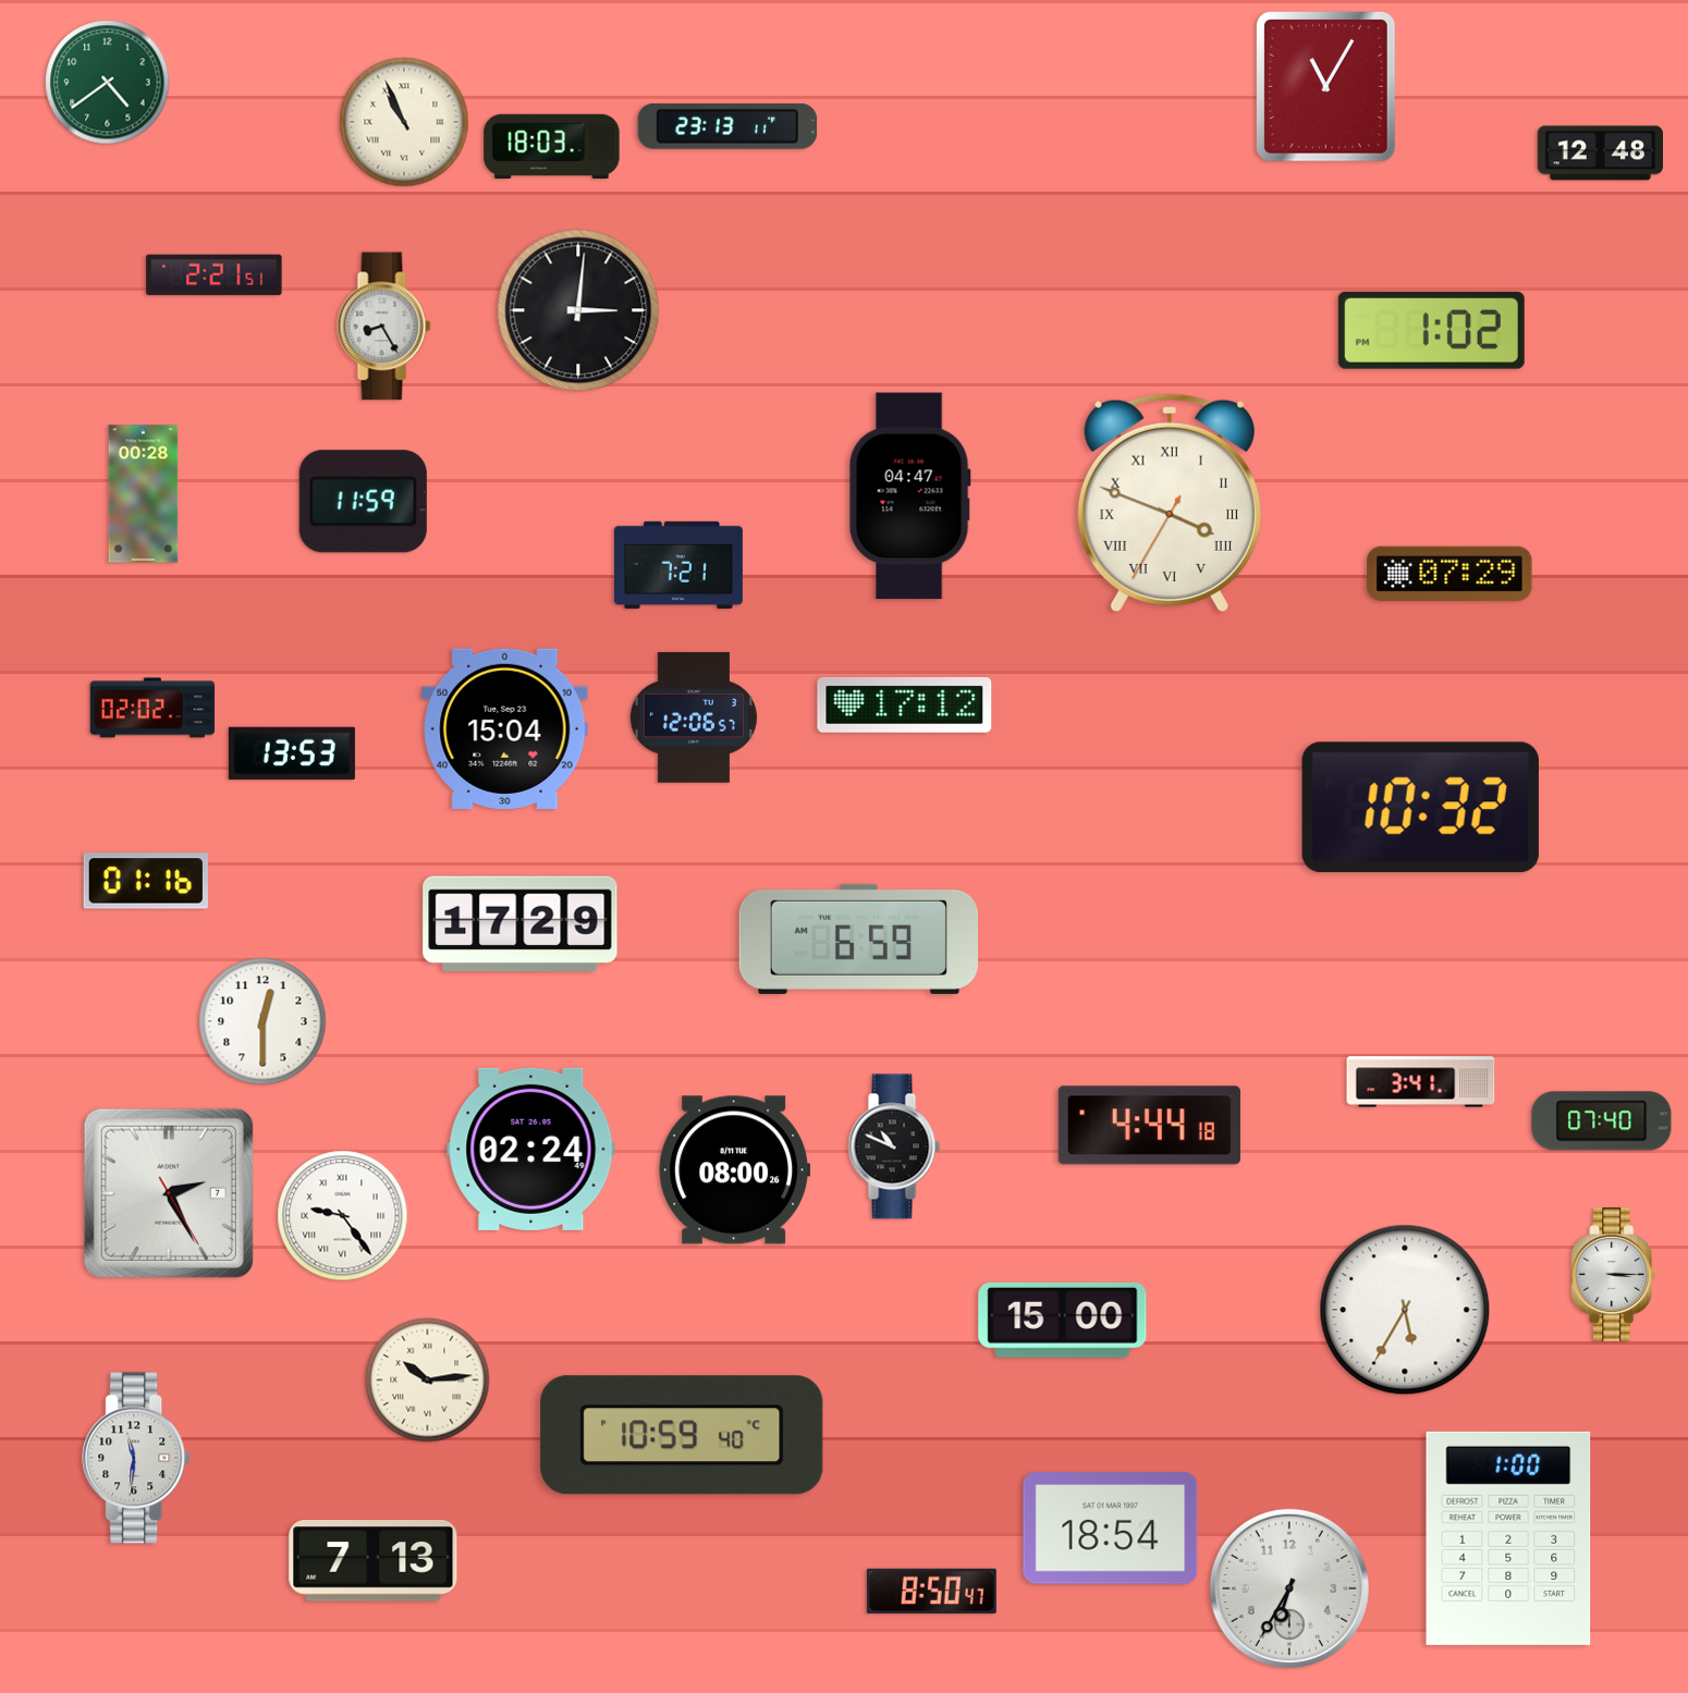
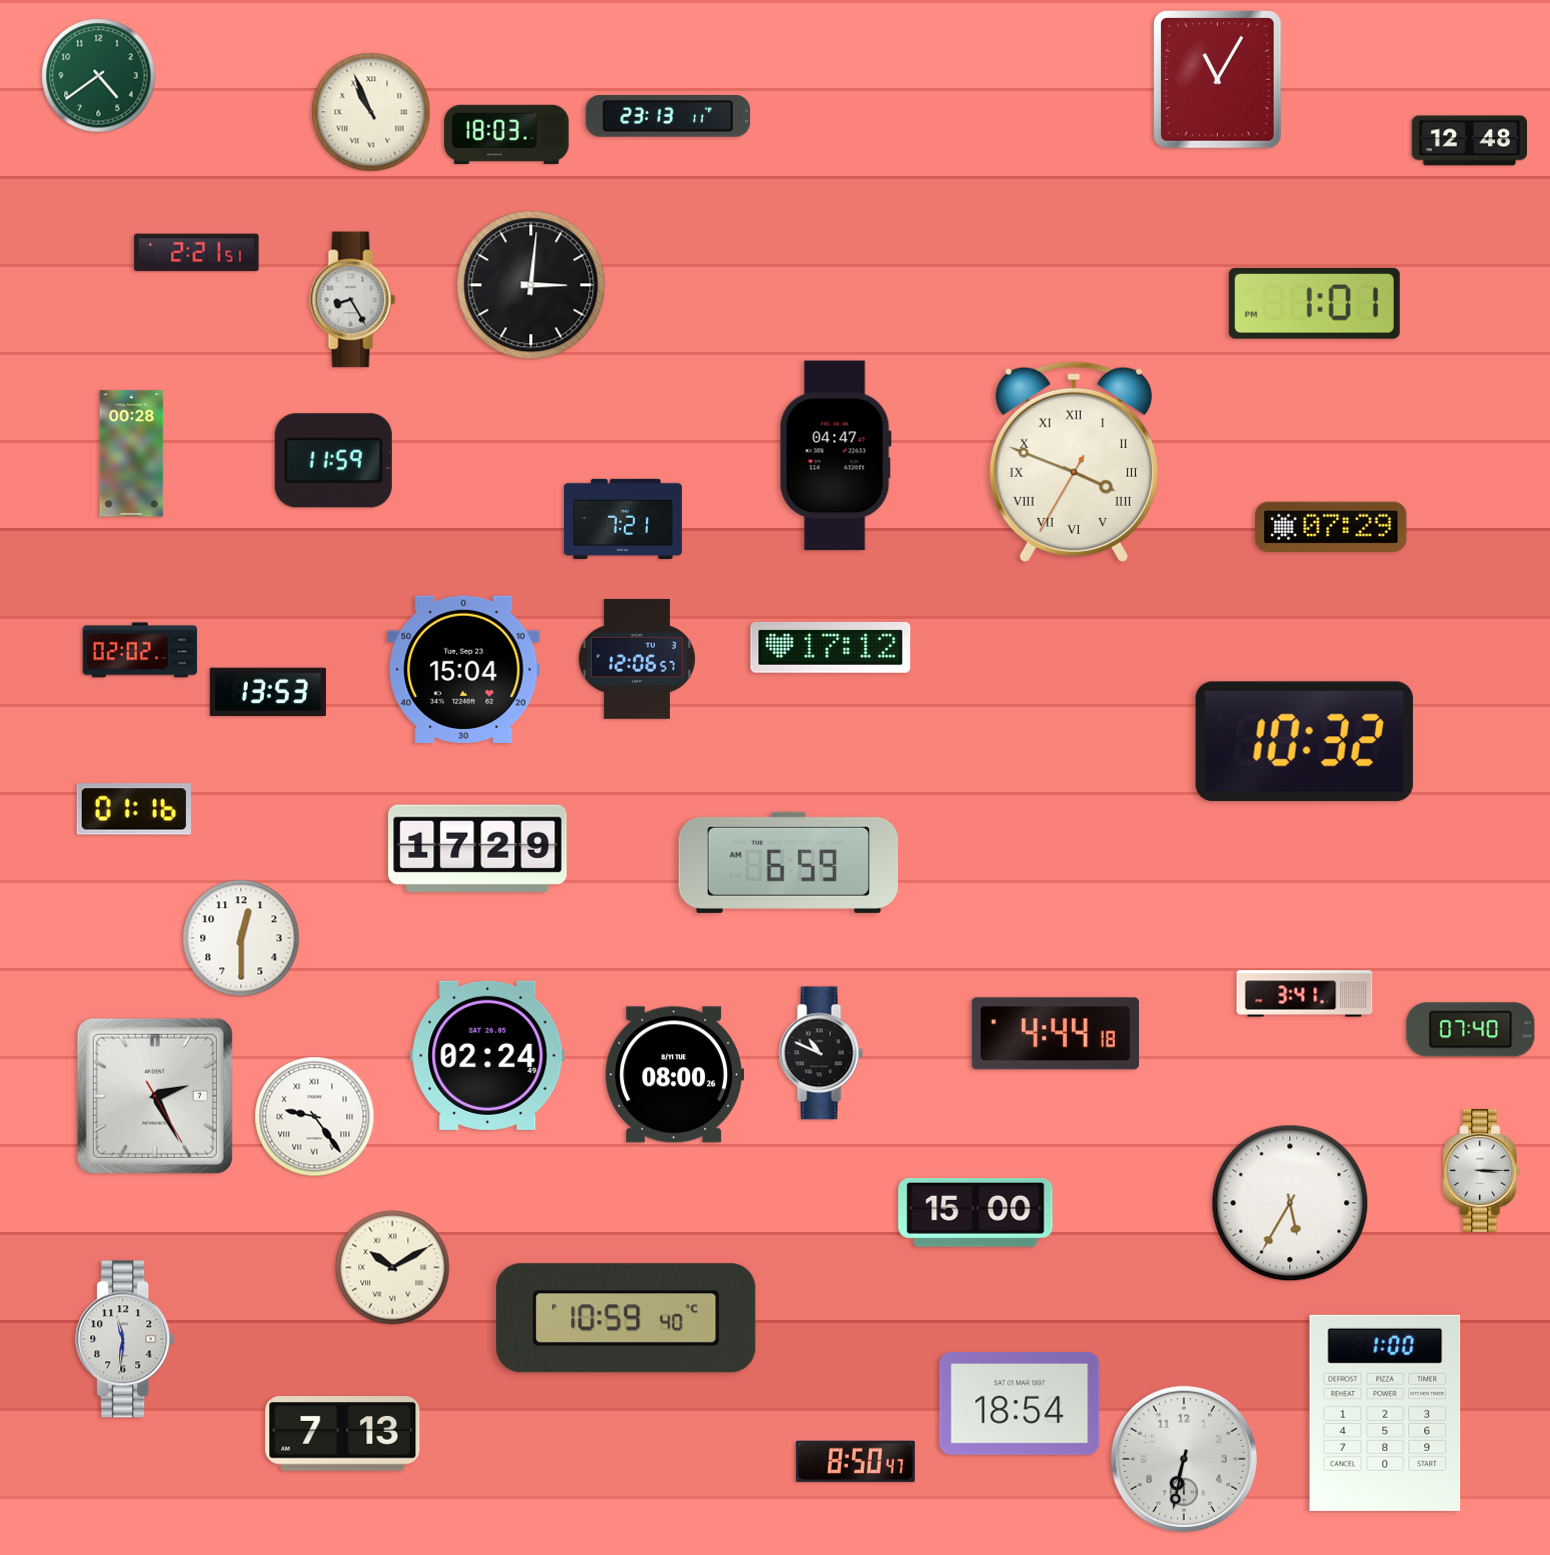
clock at (1431, 330): 1:02 -> 1:01
clock at (428, 1381): 10:14 -> 10:10
clock at (1289, 1588): 6:35 -> 6:32
